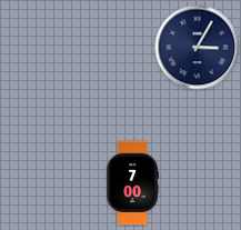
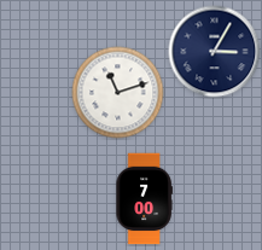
clock at (118, 93): none -> 11:12
